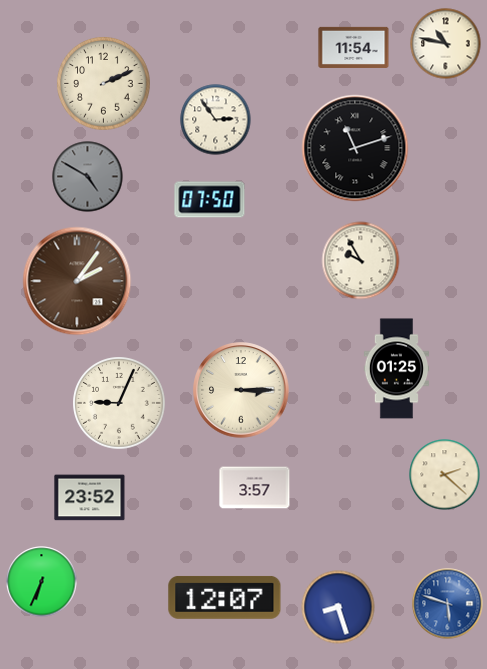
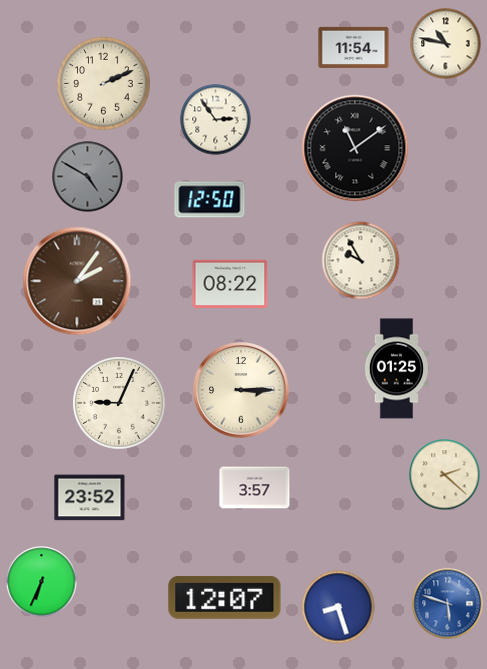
clock at (355, 148): 11:12 -> 11:09
clock at (210, 200): 07:50 -> 12:50
clock at (230, 283): none -> 08:22
